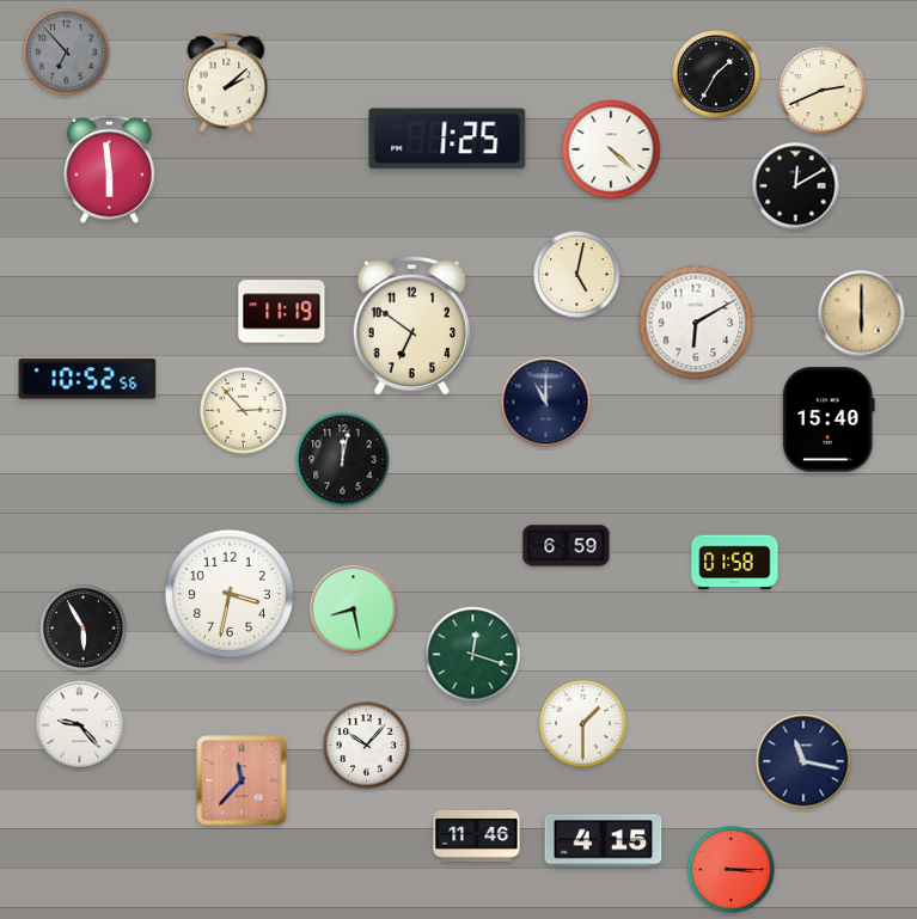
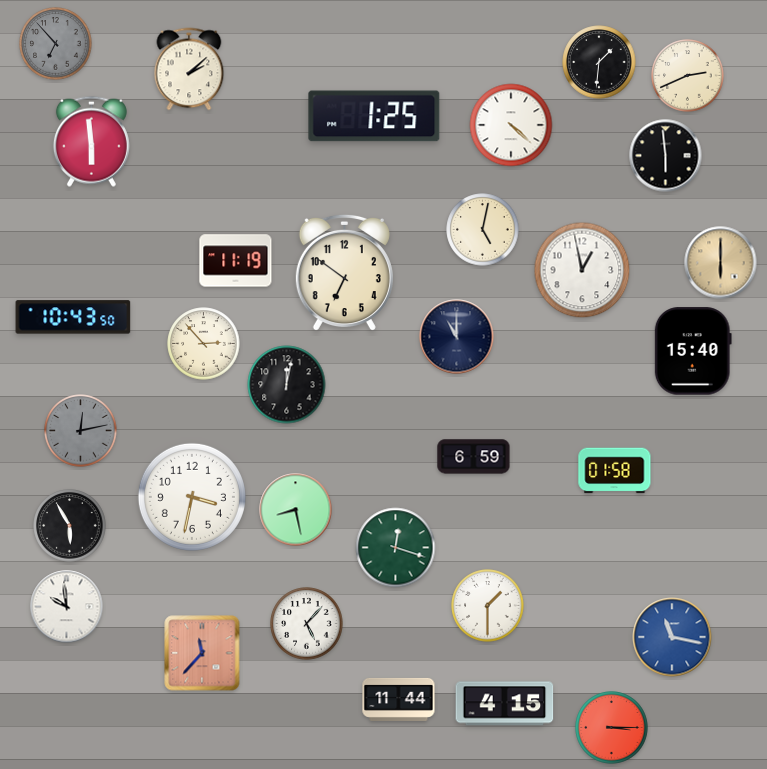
clock at (716, 74): 1:35 -> 1:31
clock at (796, 186): 12:10 -> 5:59
clock at (696, 323): 6:10 -> 12:58
clock at (87, 379): 10:52 -> 10:43
clock at (81, 431): none -> 12:13
clock at (80, 725): 9:23 -> 9:59
clock at (367, 746): 10:07 -> 5:07
clock at (803, 761) dial: navy -> blue
clock at (477, 835): 11:46 -> 11:44
